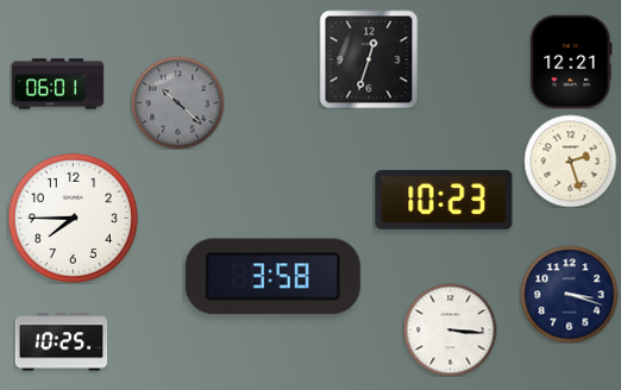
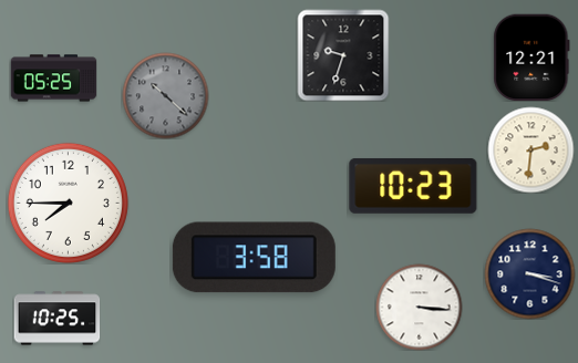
clock at (369, 59): 12:33 -> 9:33
clock at (57, 84): 06:01 -> 05:25
clock at (570, 161): 2:27 -> 2:31
